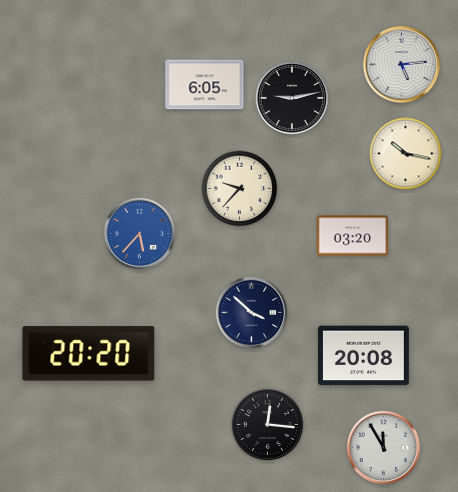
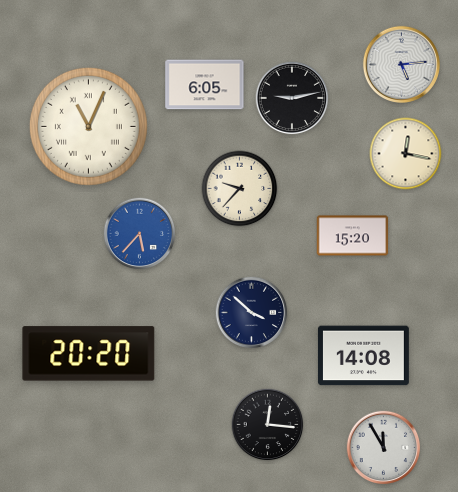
clock at (88, 126): none -> 11:04
clock at (406, 154): 10:17 -> 12:17
clock at (353, 236): 03:20 -> 15:20
clock at (363, 356): 20:08 -> 14:08
